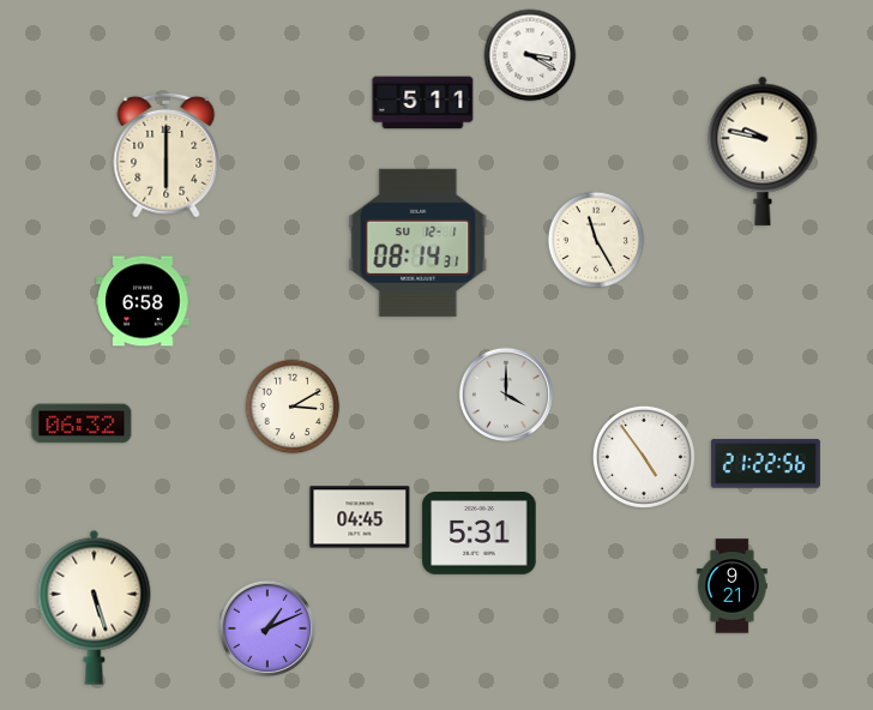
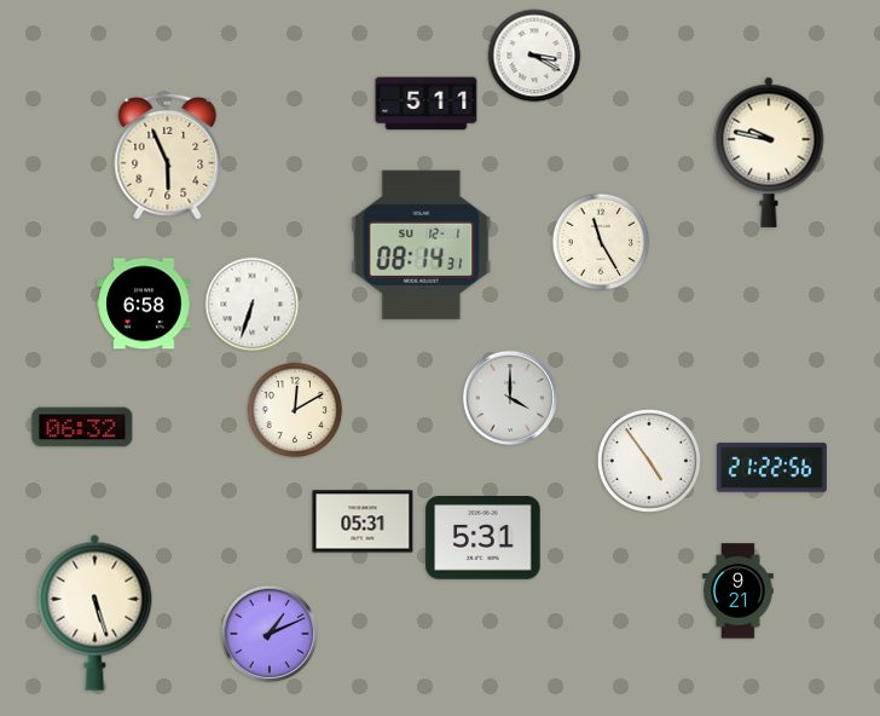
clock at (167, 155): 6:00 -> 5:56
clock at (253, 305): none -> 6:33
clock at (293, 407): 3:10 -> 12:10
clock at (360, 517): 04:45 -> 05:31
